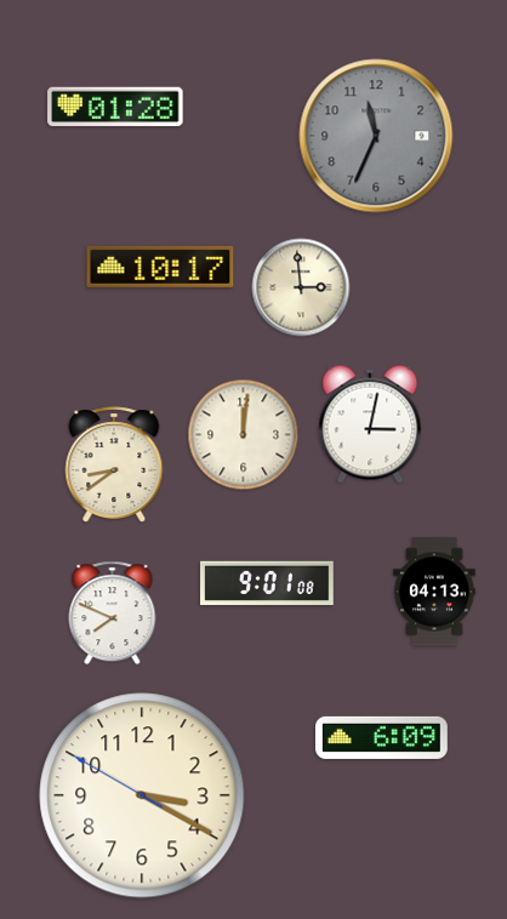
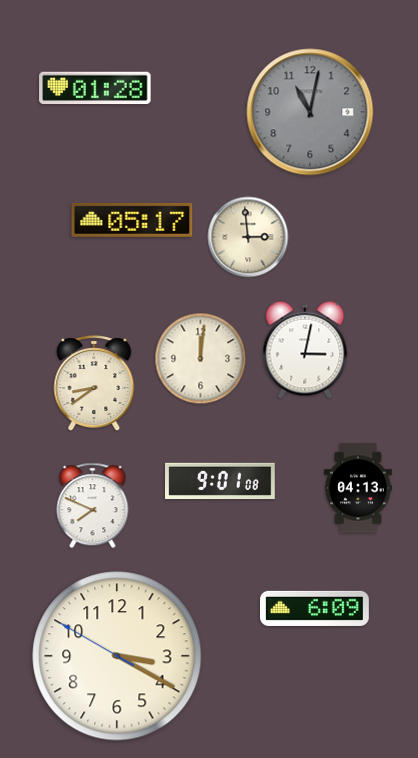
clock at (376, 136): 11:34 -> 11:02
clock at (160, 267): 10:17 -> 05:17
